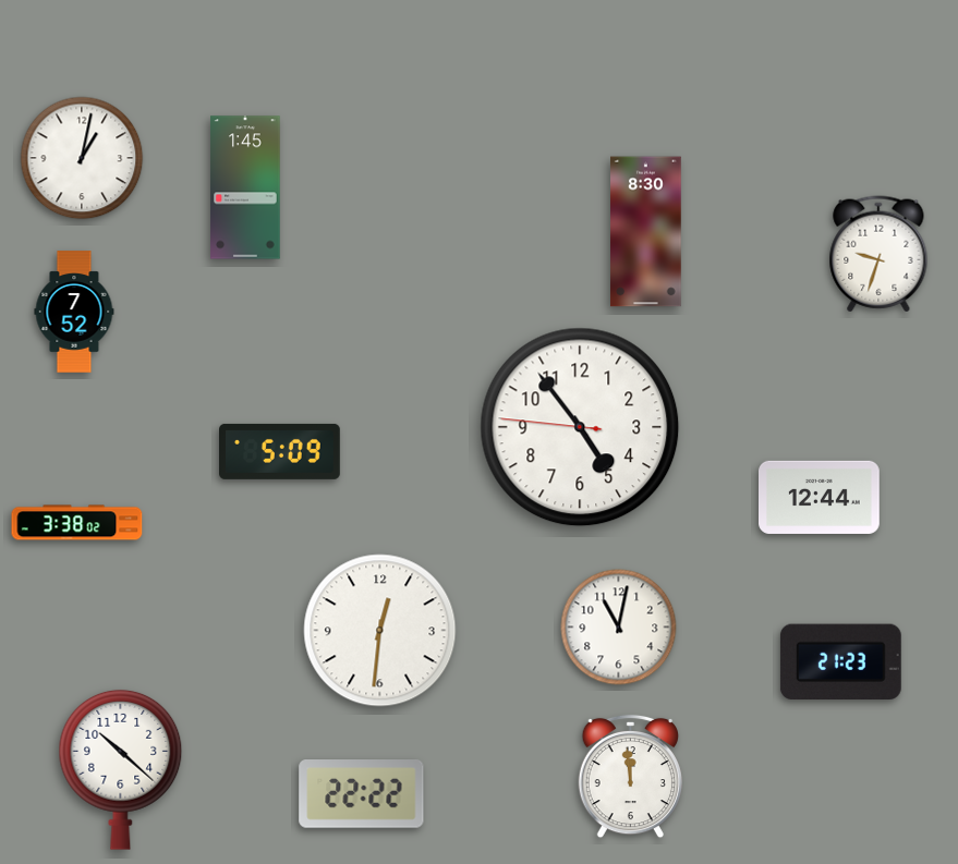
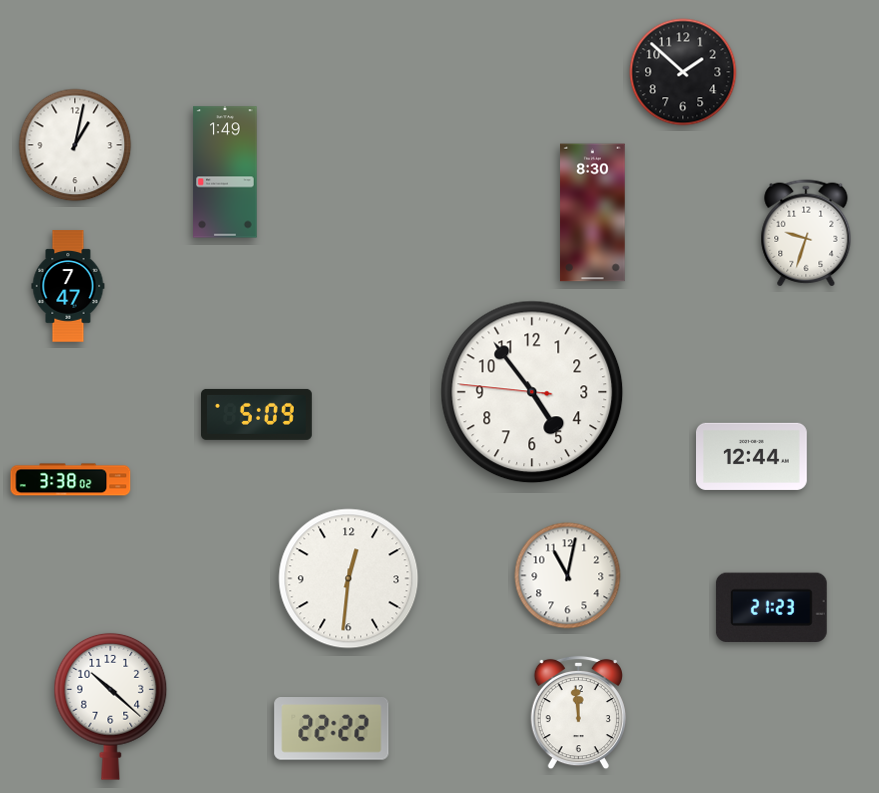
clock at (683, 72): none -> 1:52
clock at (245, 187): 1:45 -> 1:49
clock at (74, 312): 7:52 -> 7:47
